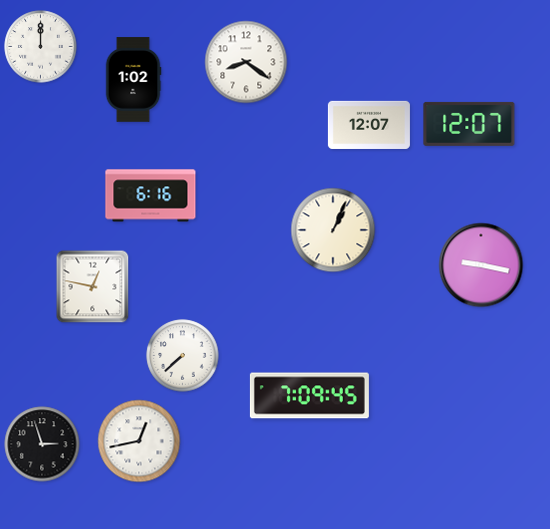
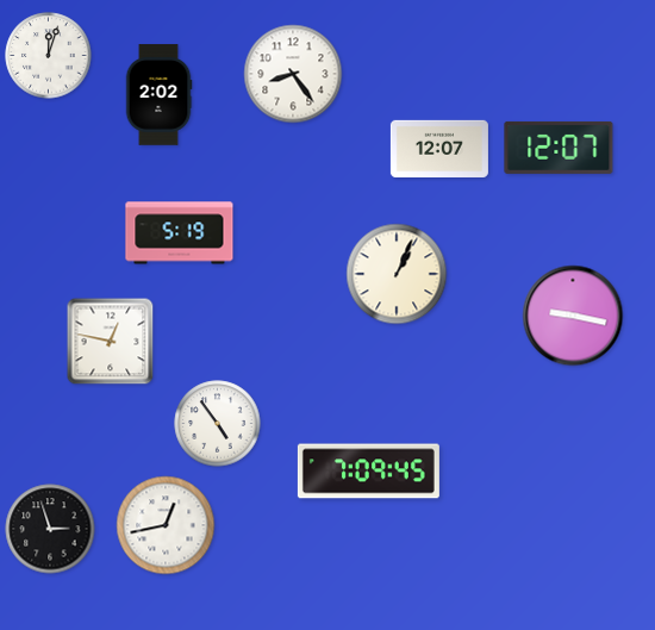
clock at (41, 47): 12:00 -> 12:03
clock at (246, 62): 8:21 -> 8:24
clock at (133, 80): 1:02 -> 2:02
clock at (151, 196): 6:16 -> 5:19
clock at (183, 356): 7:38 -> 4:54
